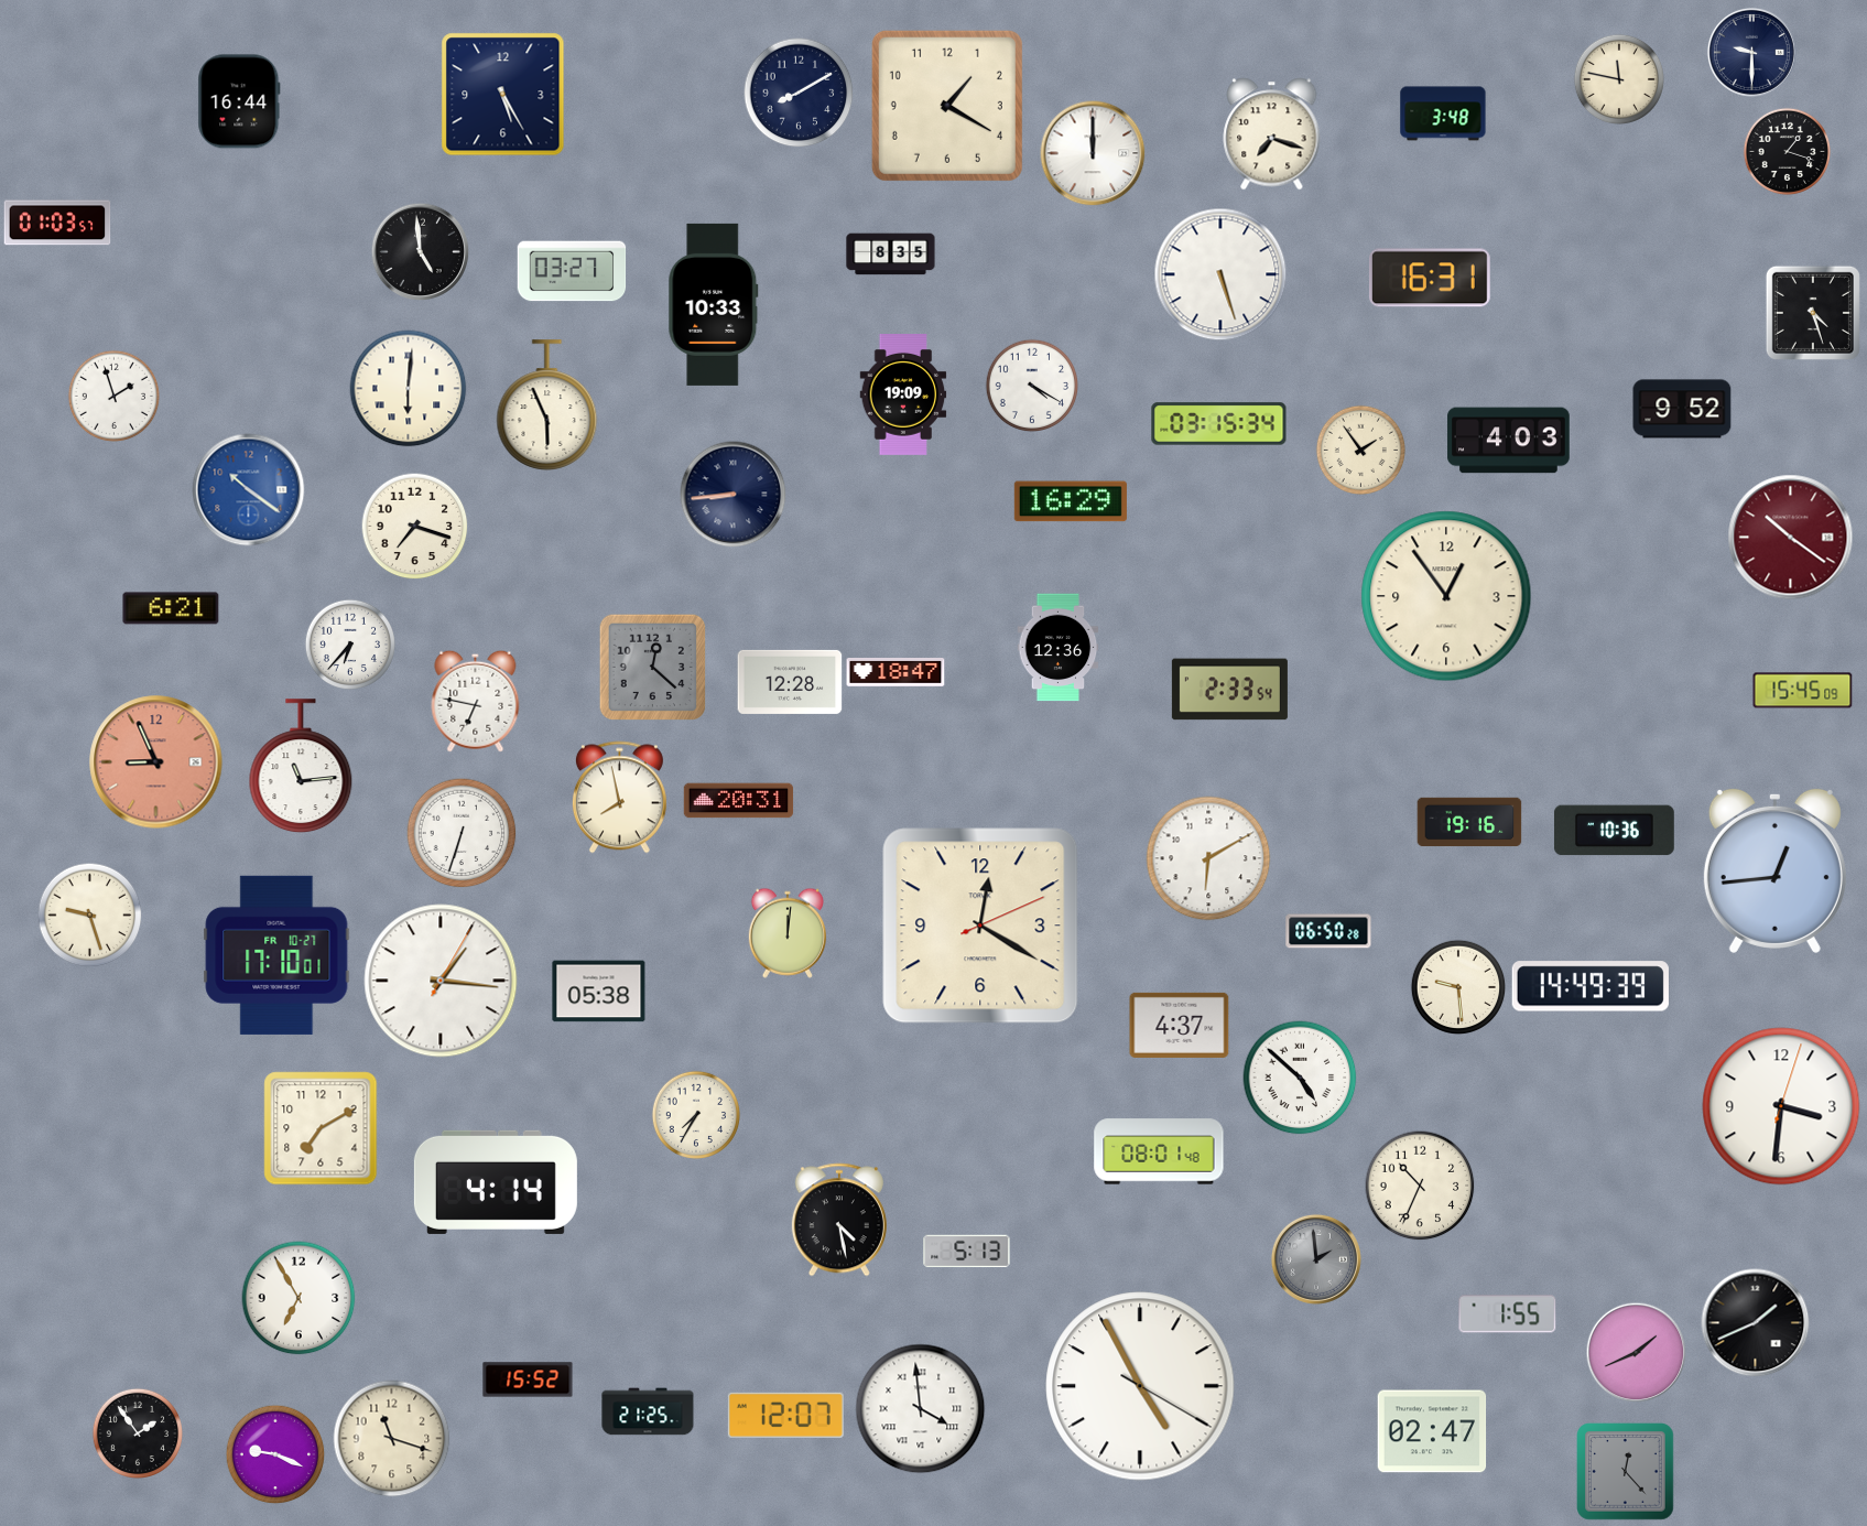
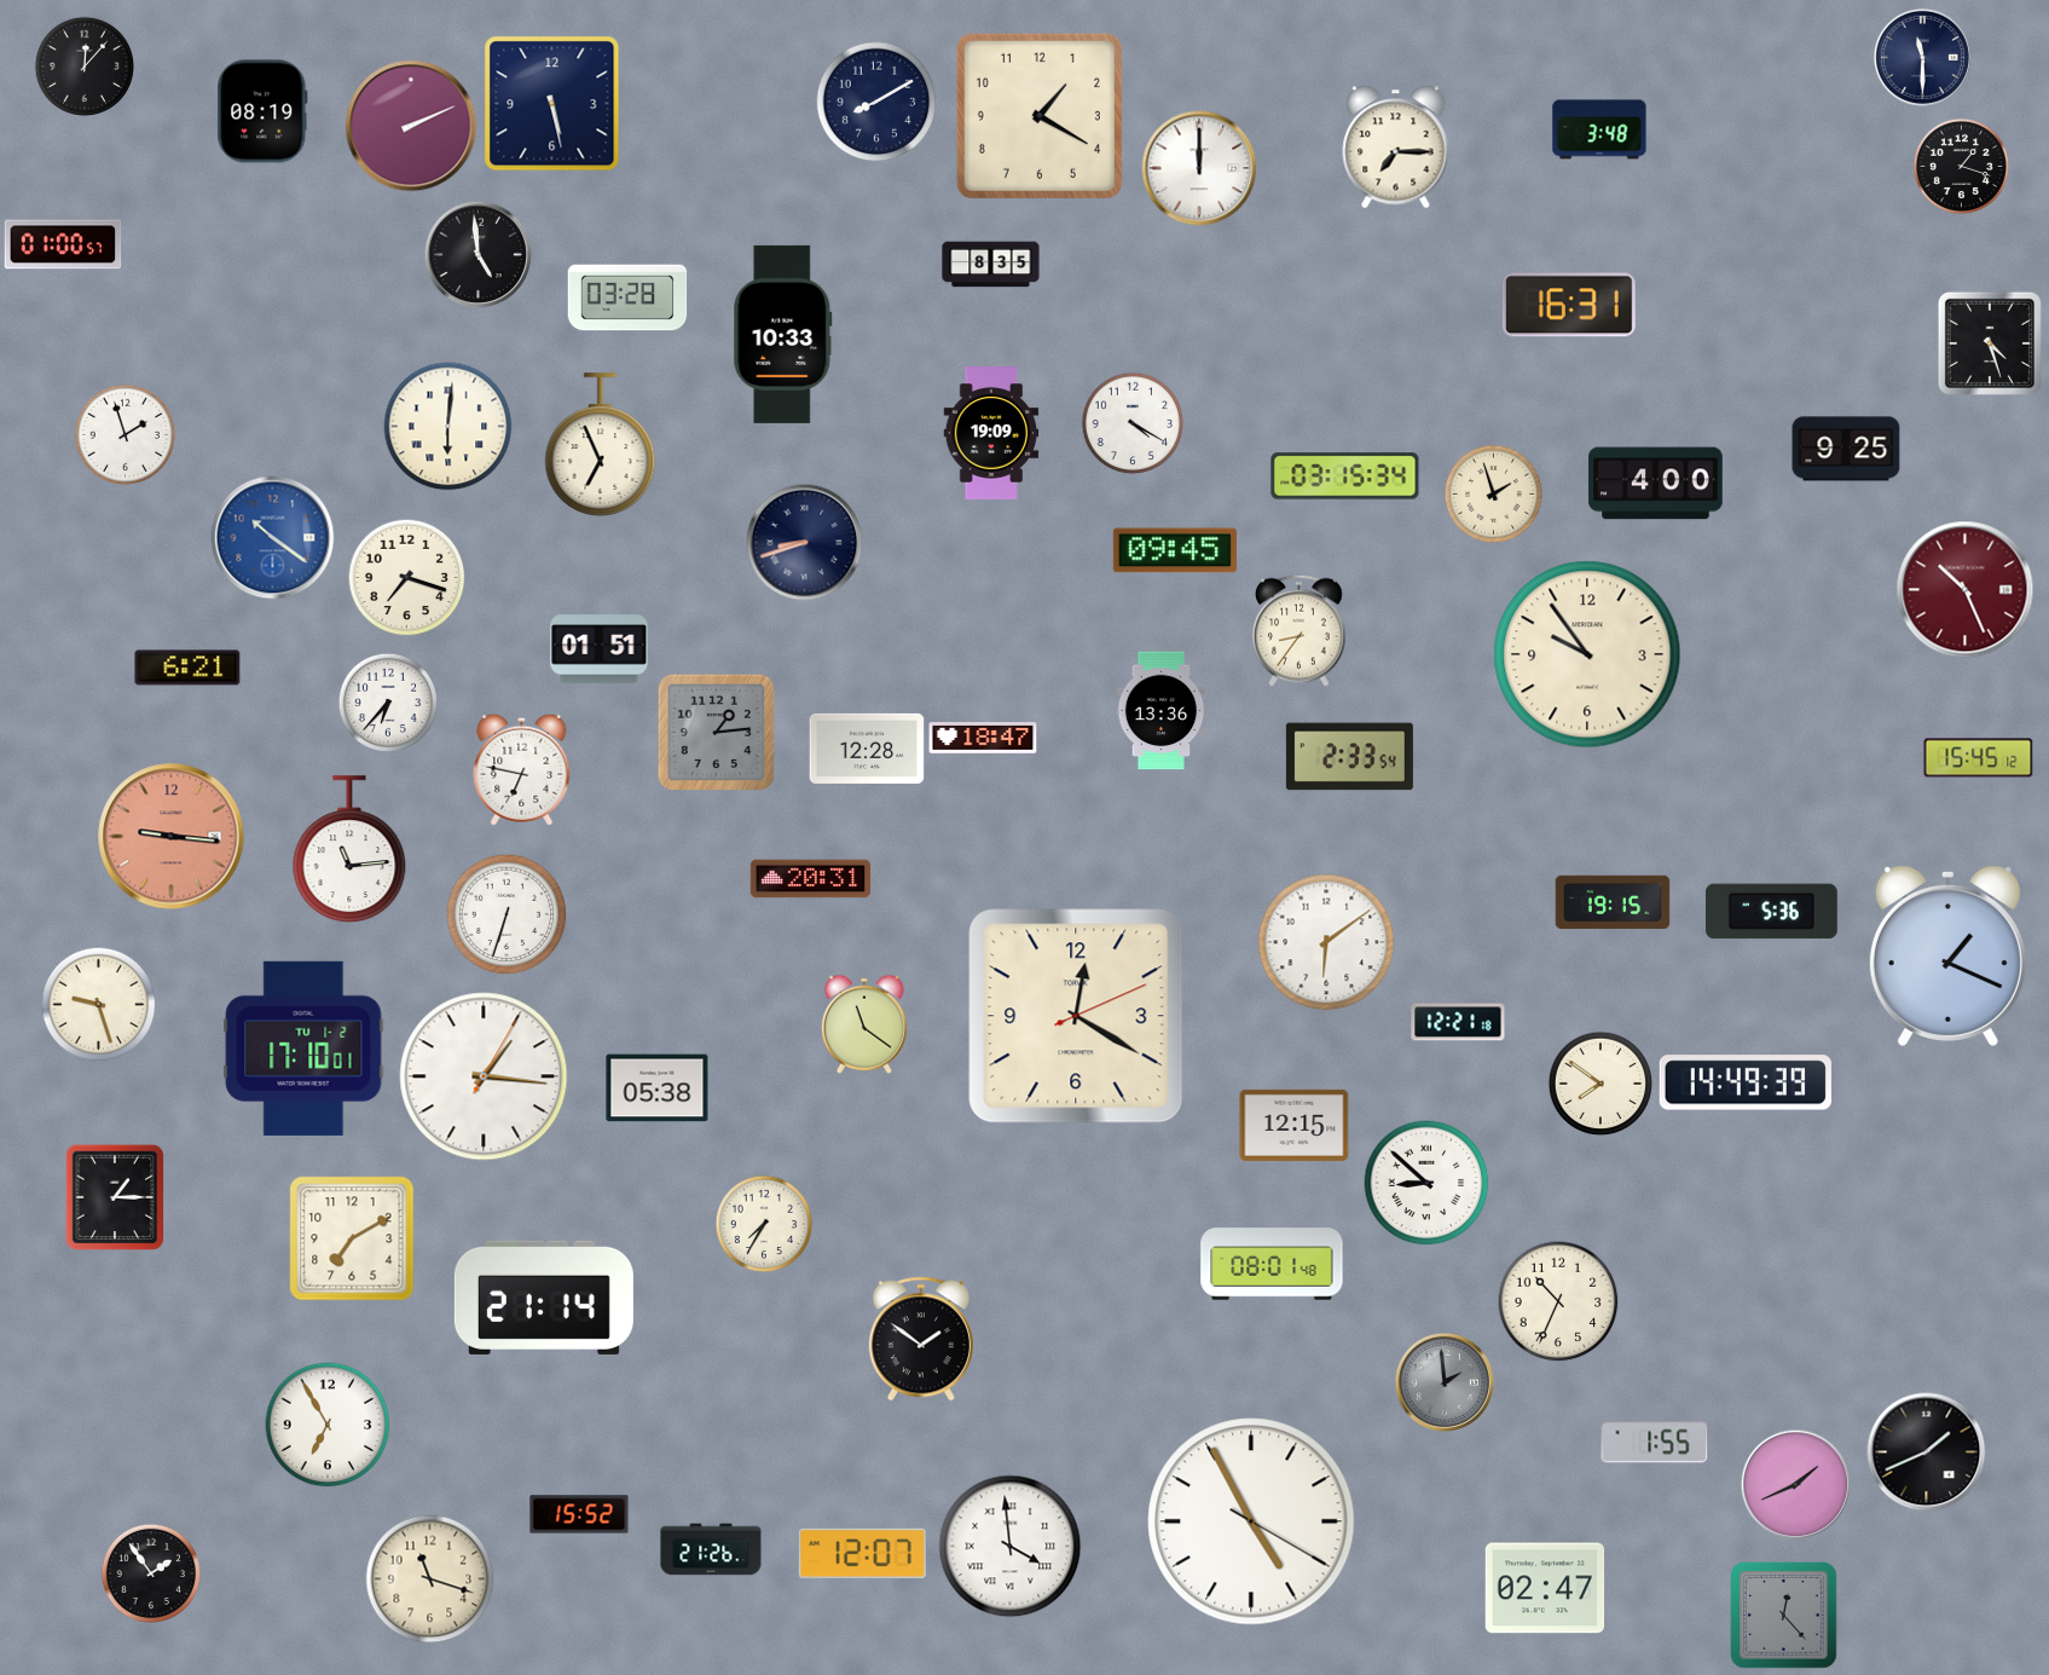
clock at (1751, 52): 9:30 -> 11:30
clock at (83, 65): none -> 12:07
clock at (1618, 78): 11:47 -> none
clock at (503, 95): 5:25 -> 5:28
clock at (239, 101): 16:44 -> 08:19
clock at (1443, 113) position: (1443, 113) -> (1599, 129)
clock at (411, 126): none -> 2:11
clock at (1272, 134): 7:18 -> 7:15
clock at (57, 223): 01:03 -> 01:00
clock at (420, 251) position: (420, 251) -> (477, 254)
clock at (891, 255) position: (891, 255) -> (991, 265)
clock at (572, 271): 03:27 -> 03:28
clock at (1220, 274): 5:27 -> none
clock at (547, 405): 5:56 -> 6:56
clock at (1682, 409): 9:52 -> 9:25
clock at (1219, 424) position: (1219, 424) -> (1345, 476)
clock at (1509, 441): 4:03 -> 4:00
clock at (1360, 450): 1:54 -> 1:57
clock at (734, 495): 8:44 -> 8:42
clock at (1071, 501): 16:29 -> 09:45
clock at (414, 526) position: (414, 526) -> (406, 577)
clock at (1791, 538): 10:21 -> 10:26
clock at (1300, 630): none -> 8:36
clock at (600, 649): none -> 01:51
clock at (1446, 596): 12:54 -> 9:54
clock at (349, 643) position: (349, 643) -> (387, 701)
clock at (1059, 648): 12:36 -> 13:36
clock at (652, 667): 12:22 -> 1:14
clock at (1803, 691): 15:45:09 -> 15:45:12
clock at (156, 762): 8:56 -> 9:16
clock at (301, 767) position: (301, 767) -> (349, 850)
clock at (619, 798): 7:58 -> none
clock at (1469, 822): 19:16 -> 19:15
clock at (1614, 831): 10:36 -> 5:36
clock at (1208, 858): 6:10 -> 6:09
clock at (1774, 870): 12:44 -> 1:19
clock at (1328, 931): 06:50 -> 12:21
clock at (788, 933): 12:01 -> 11:21
clock at (276, 955) date: FR 10-27 -> TU 1-2
clock at (1458, 987): 9:29 -> 7:51
clock at (1180, 1025): 4:37 -> 12:15
clock at (1300, 1078): 4:52 -> 8:52
clock at (115, 1197): none -> 1:15
clock at (1781, 1106): 3:31 -> none
clock at (496, 1182): 4:14 -> 21:14
clock at (839, 1220): 4:28 -> 1:51
clock at (967, 1252): 5:13 -> none
clock at (648, 1411): 21:25 -> 21:26
clock at (1432, 1431) position: (1432, 1431) -> (1545, 1588)
clock at (275, 1454): 9:19 -> none
